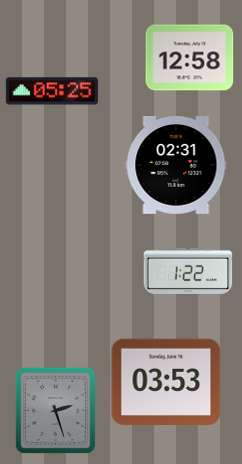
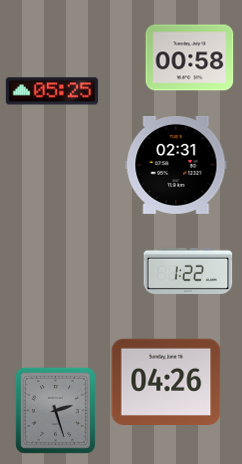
clock at (190, 58): 12:58 -> 00:58
clock at (166, 381): 03:53 -> 04:26
